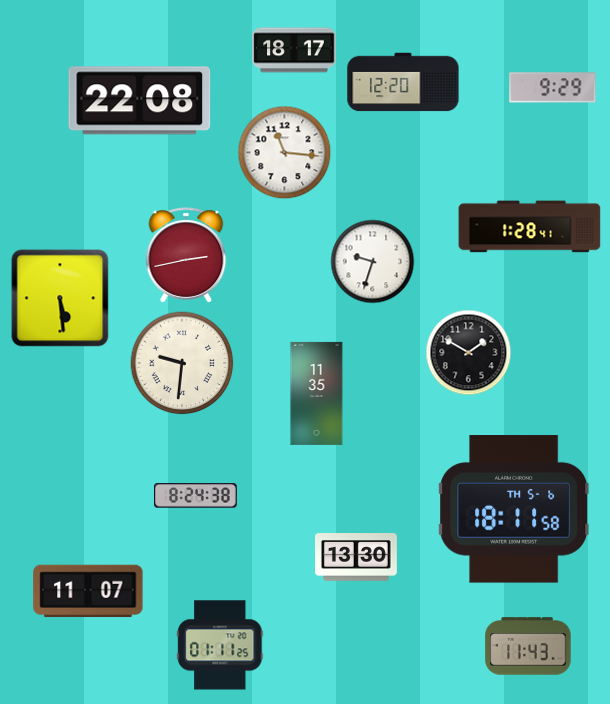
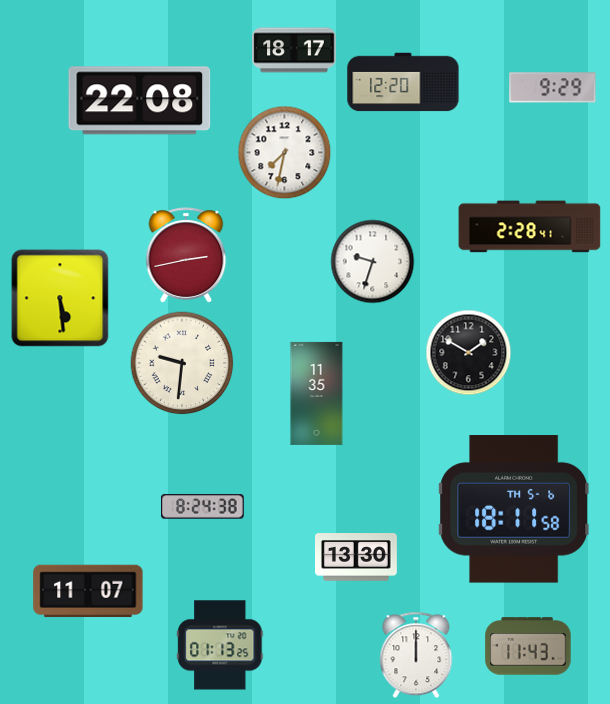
clock at (285, 153): 11:16 -> 7:32
clock at (530, 227): 1:28 -> 2:28
clock at (196, 496) position: (196, 496) -> (203, 507)
clock at (220, 645): 01:11 -> 01:13
clock at (416, 655): none -> 12:00
